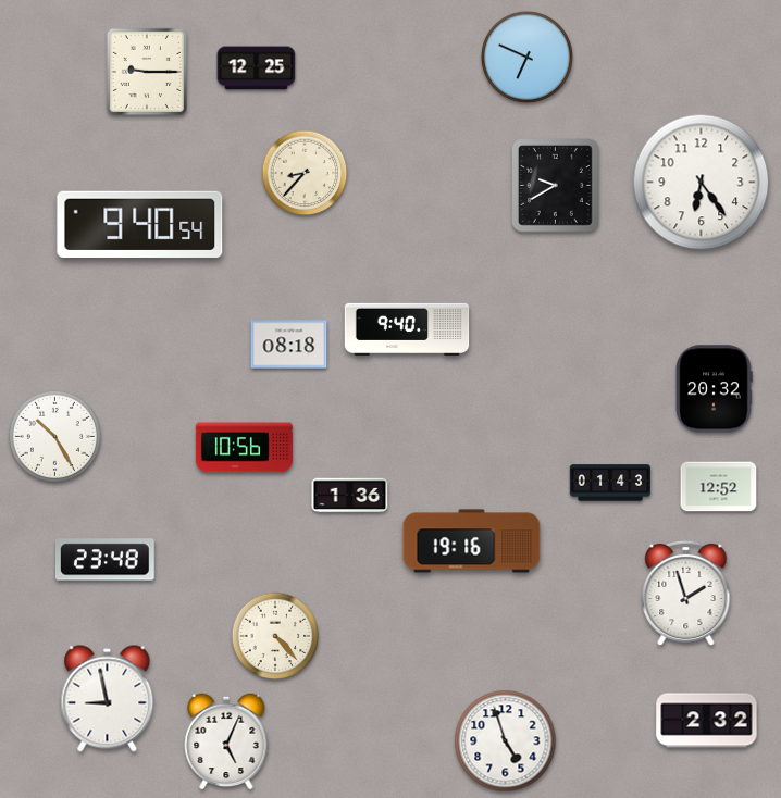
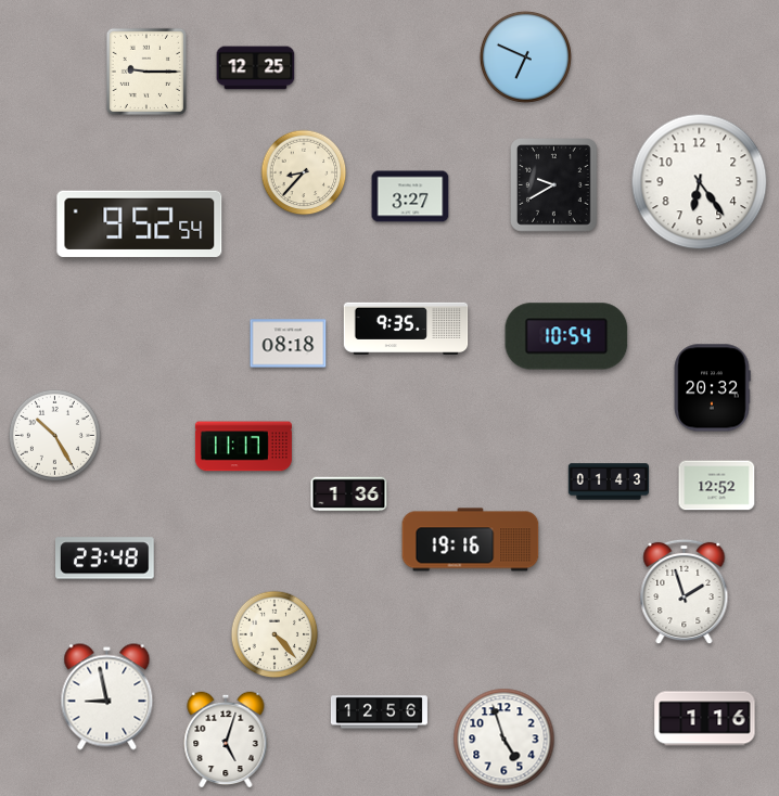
clock at (410, 196): none -> 3:27
clock at (140, 224): 9:40 -> 9:52
clock at (407, 328): 9:40 -> 9:35
clock at (566, 336): none -> 10:54
clock at (244, 448): 10:56 -> 11:17
clock at (379, 712): none -> 12:56
clock at (707, 721): 2:32 -> 1:16
clock at (226, 741): 5:04 -> 5:03
